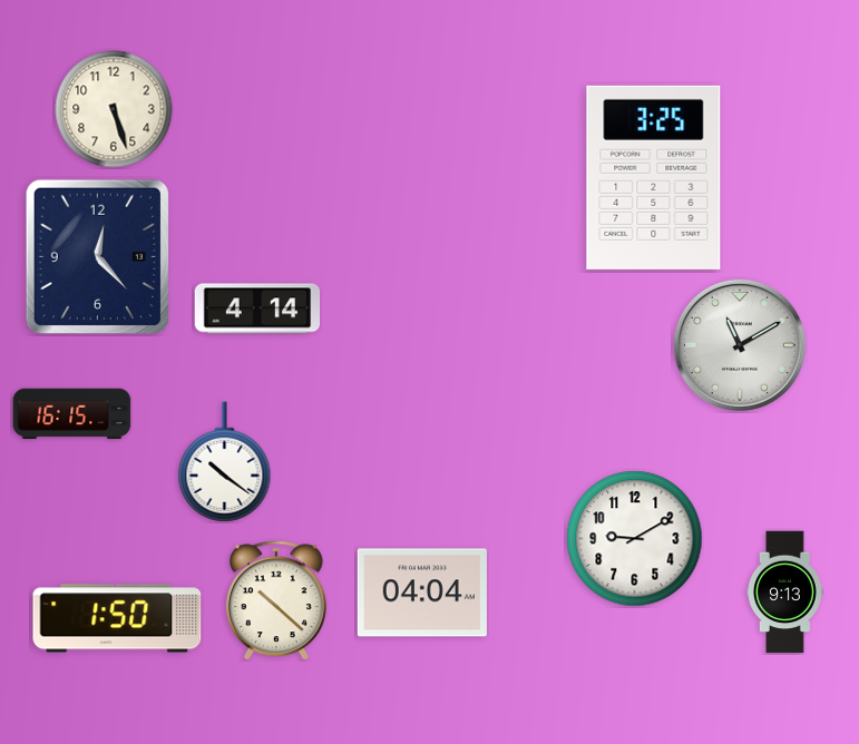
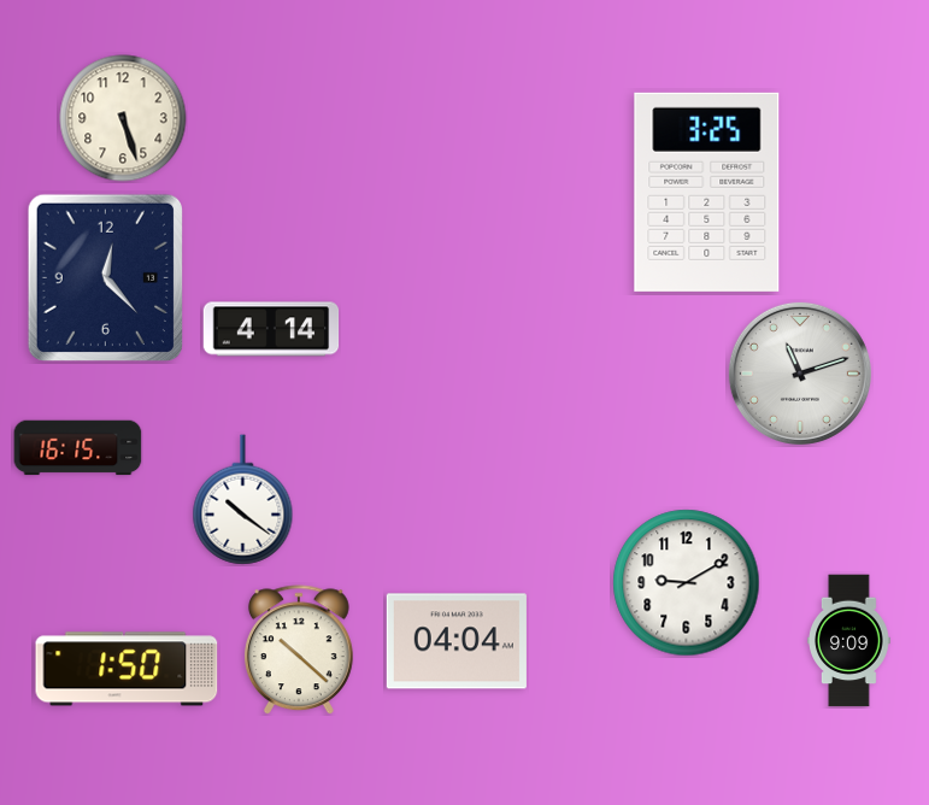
clock at (257, 309) position: (257, 309) -> (271, 329)
clock at (740, 345): 11:10 -> 11:12
clock at (785, 593): 9:13 -> 9:09
